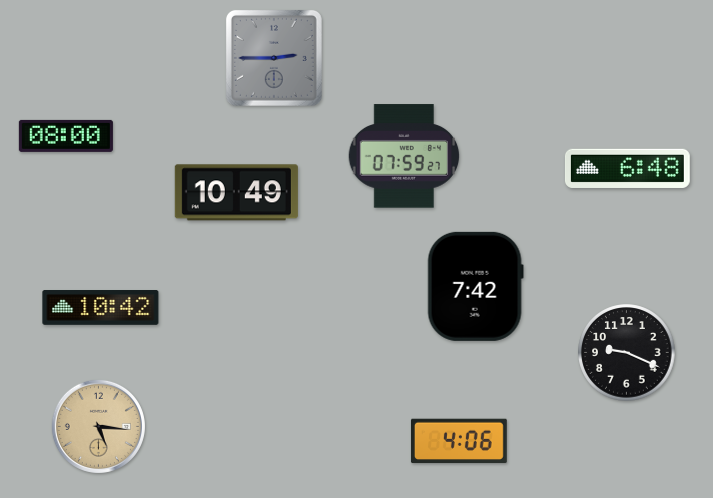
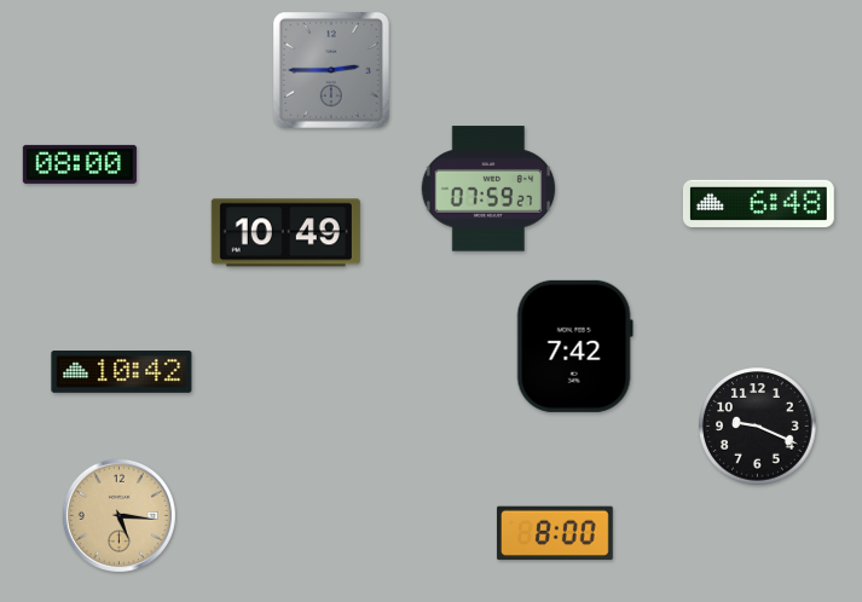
clock at (459, 441): 4:06 -> 8:00
